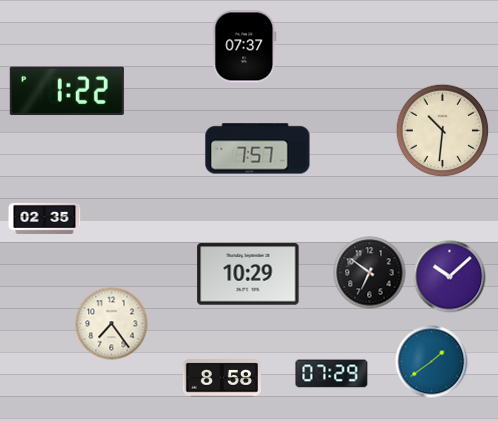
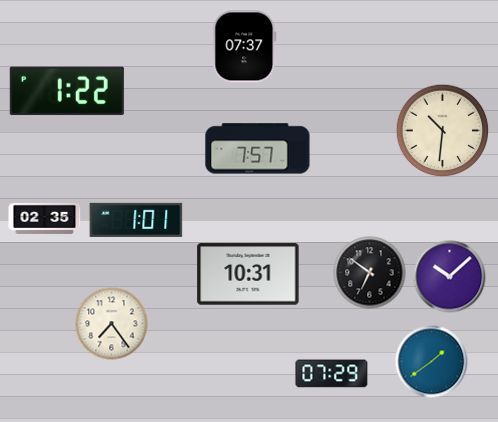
clock at (136, 220): none -> 1:01
clock at (248, 274): 10:29 -> 10:31
clock at (222, 378): 8:58 -> none
